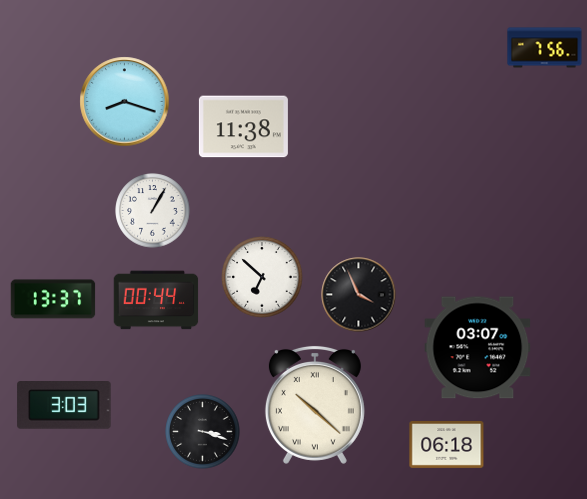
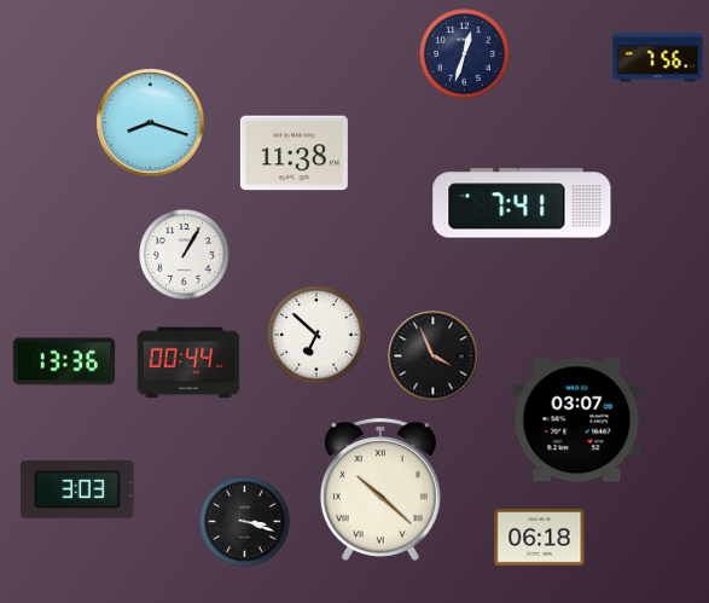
clock at (465, 54): none -> 12:33
clock at (522, 203): none -> 7:41
clock at (53, 299): 13:37 -> 13:36
